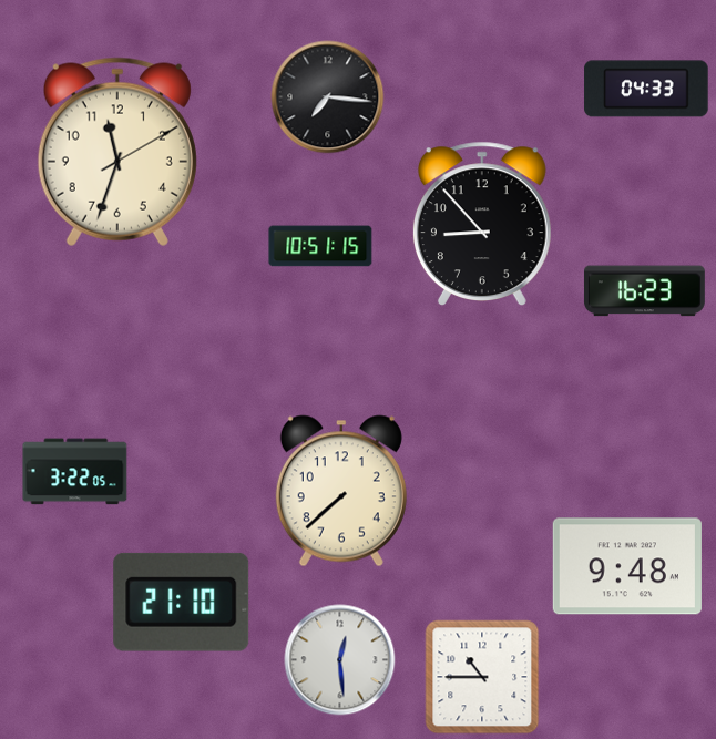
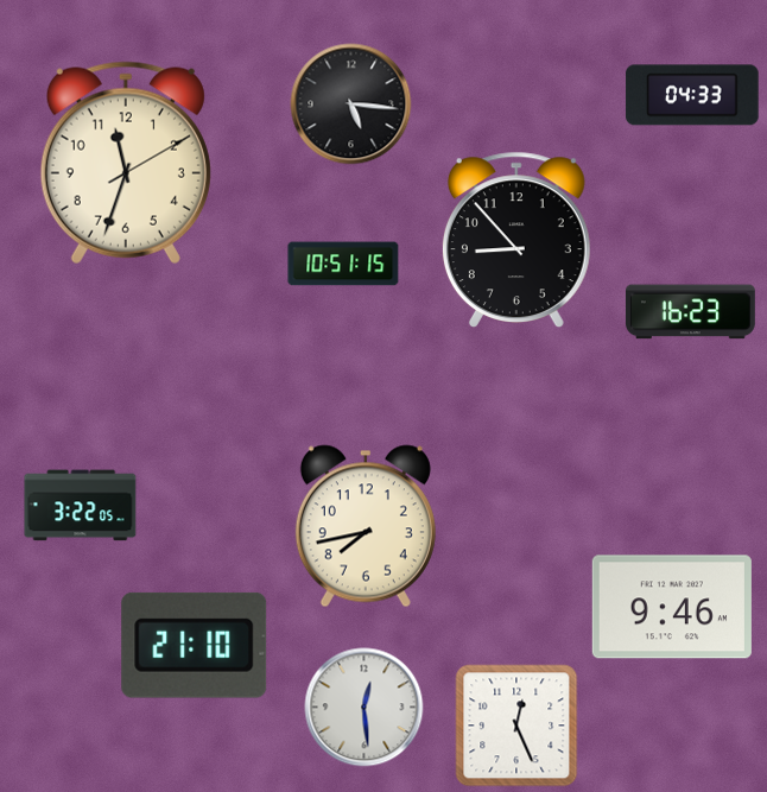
clock at (328, 97): 7:16 -> 5:16
clock at (341, 491): 7:38 -> 7:43
clock at (627, 566): 9:48 -> 9:46
clock at (482, 677): 10:45 -> 12:26
